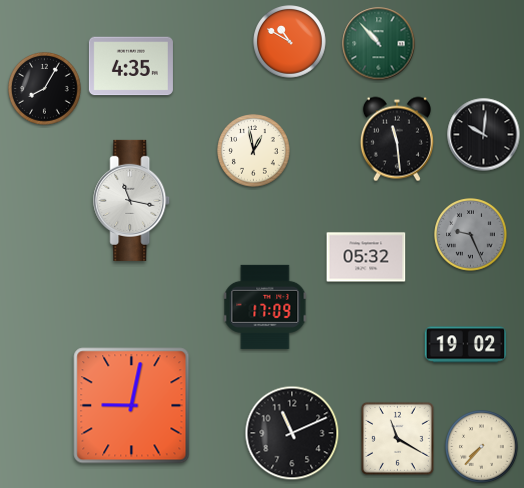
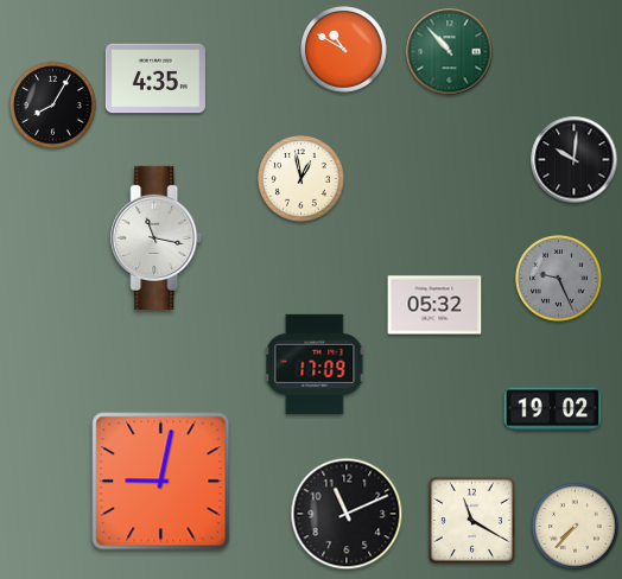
clock at (397, 139): 11:29 -> none
clock at (132, 406) position: (132, 406) -> (161, 482)
clock at (482, 447) position: (482, 447) -> (576, 527)
